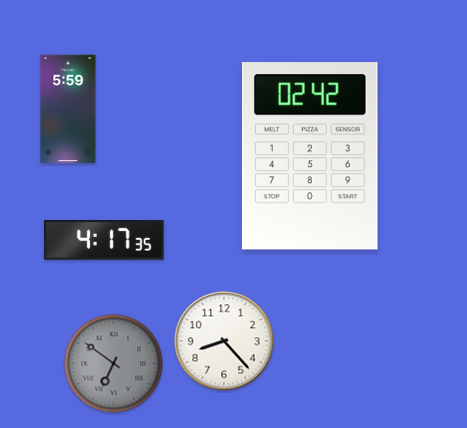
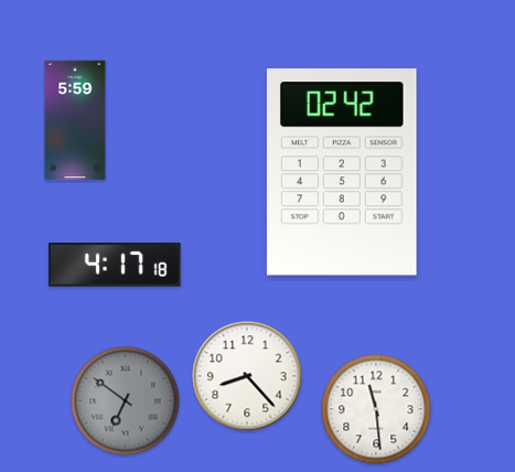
clock at (104, 240): 4:17:35 -> 4:17:18
clock at (376, 409): none -> 11:29
